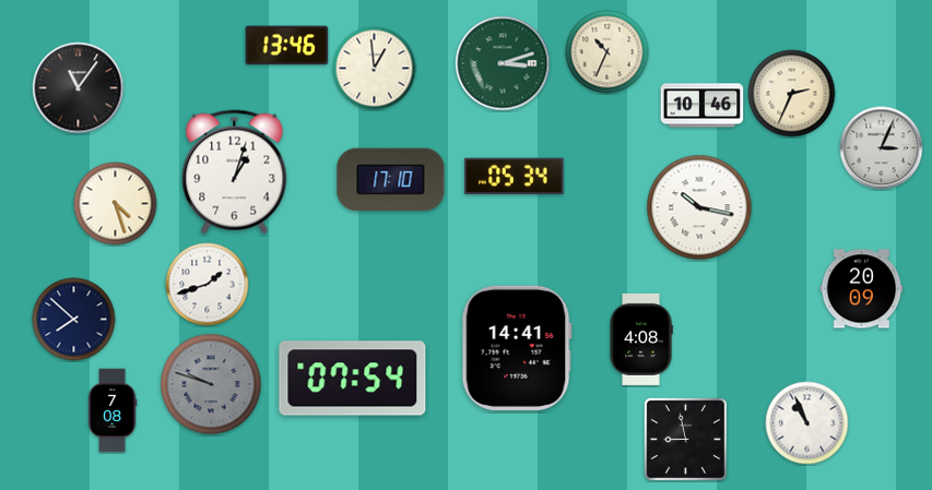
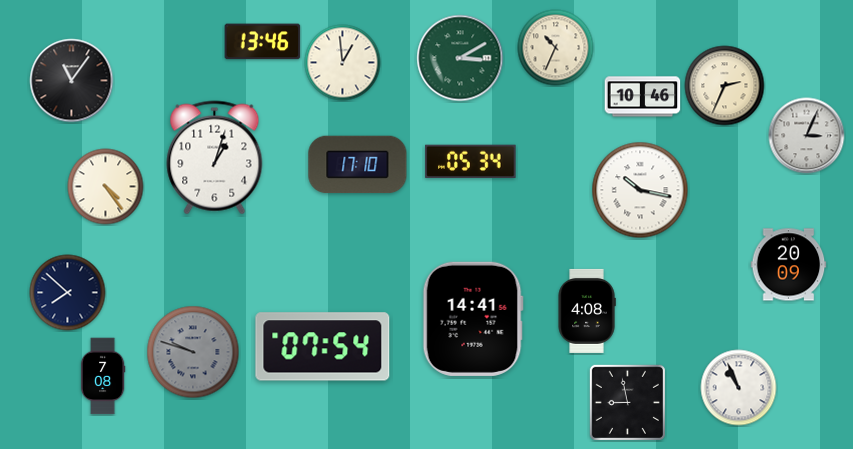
clock at (503, 63): 3:12 -> 3:10
clock at (116, 204): 4:27 -> 4:24
clock at (208, 285): 1:42 -> none
